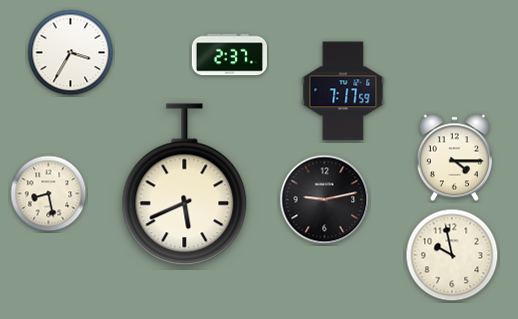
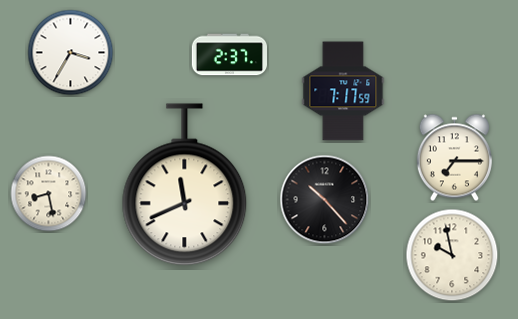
clock at (454, 158): 4:15 -> 7:15
clock at (185, 185): 5:41 -> 11:41
clock at (325, 200): 9:13 -> 10:23
